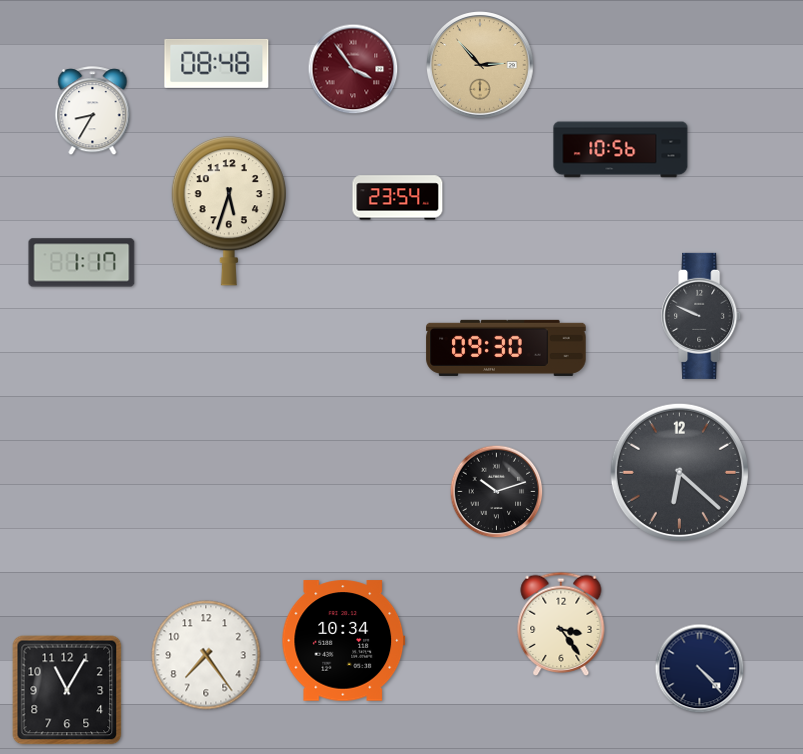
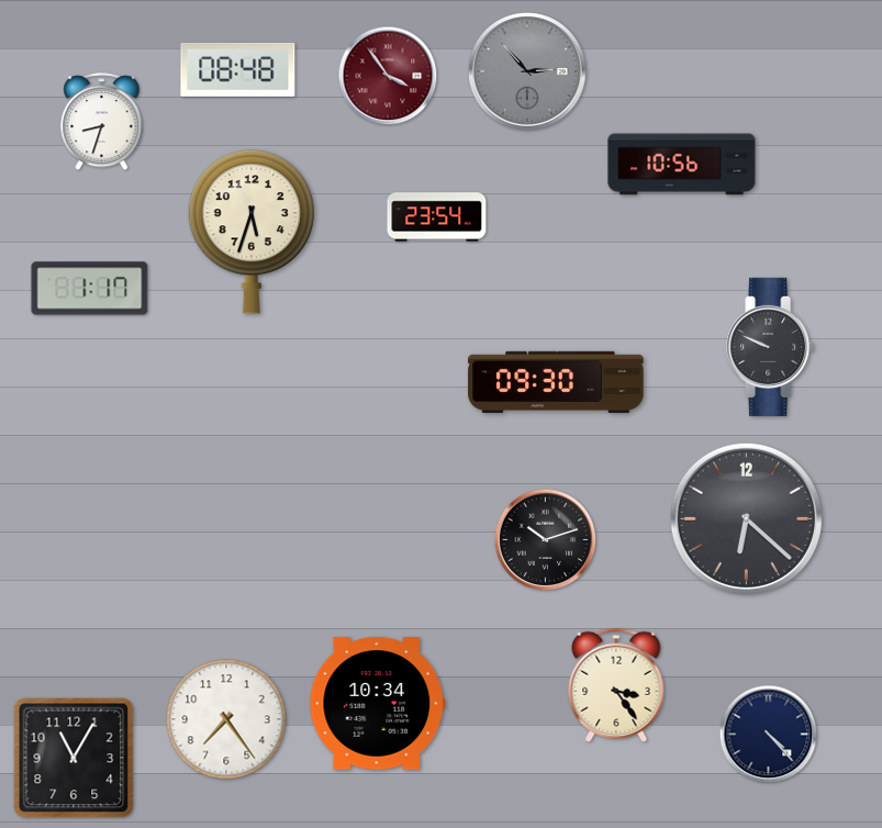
clock at (480, 65) dial: champagne -> grey
clock at (93, 111): 8:35 -> 8:33
